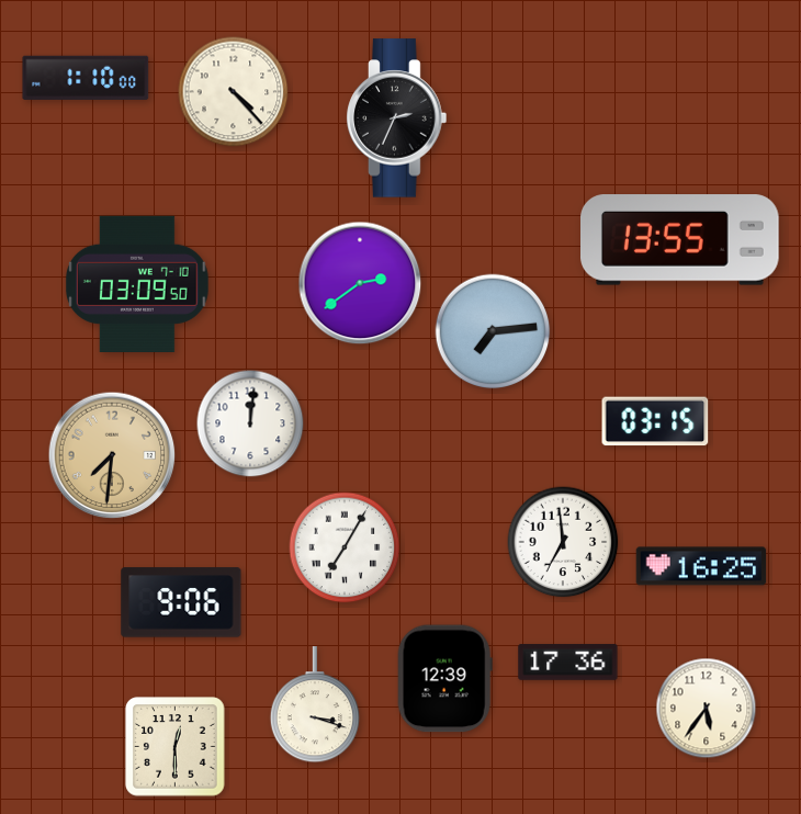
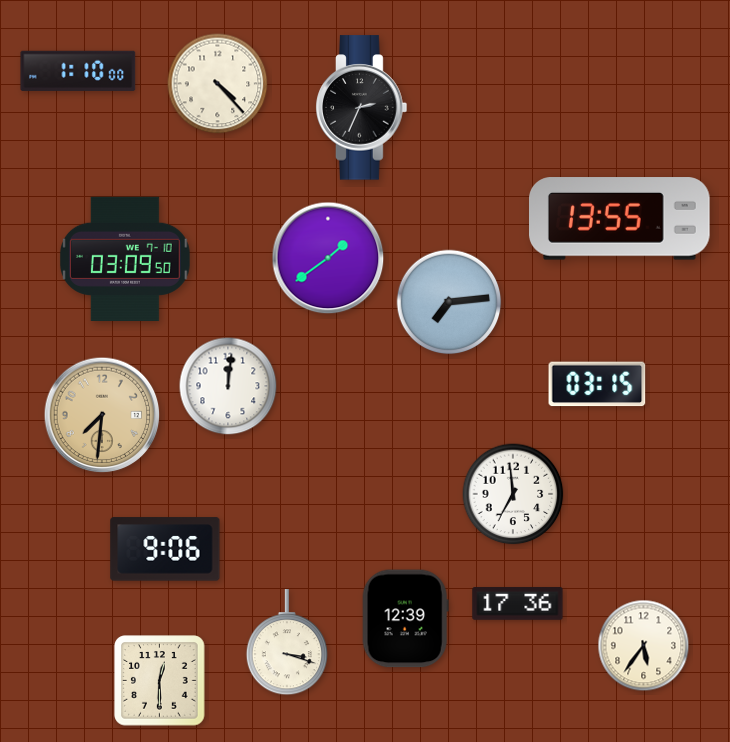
clock at (234, 92) position: (234, 92) -> (218, 84)
clock at (360, 283): 2:39 -> 1:39
clock at (345, 547): 7:05 -> none
clock at (701, 566): 16:25 -> none
